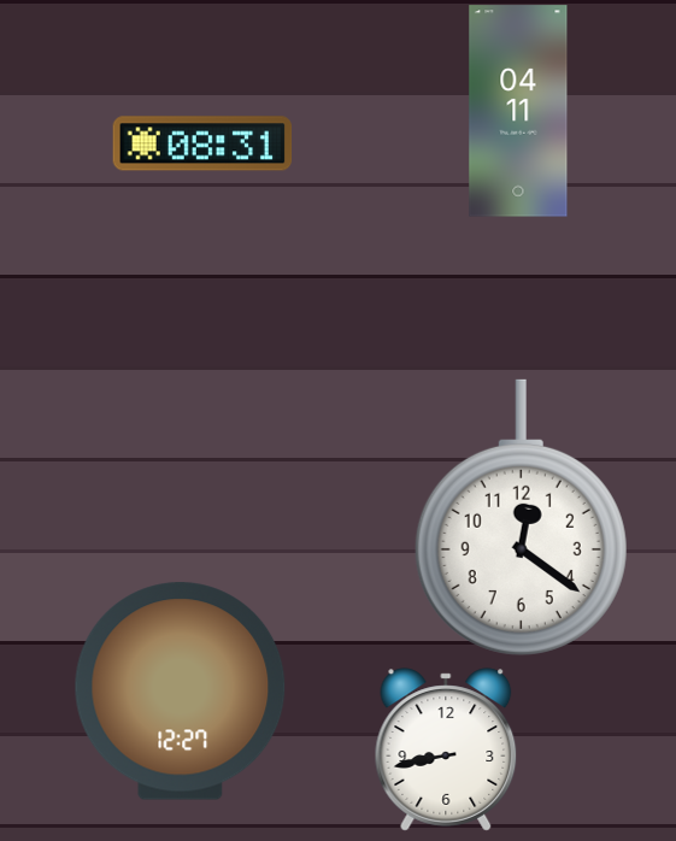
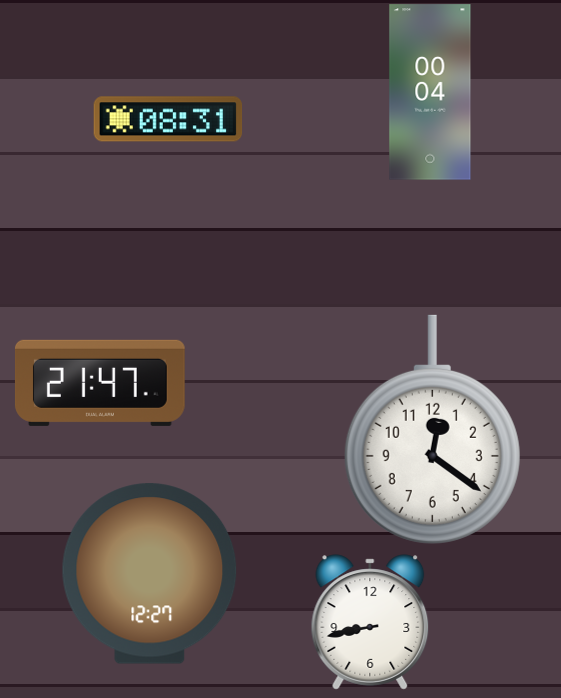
clock at (518, 111): 04:11 -> 00:04
clock at (100, 383): none -> 21:47
